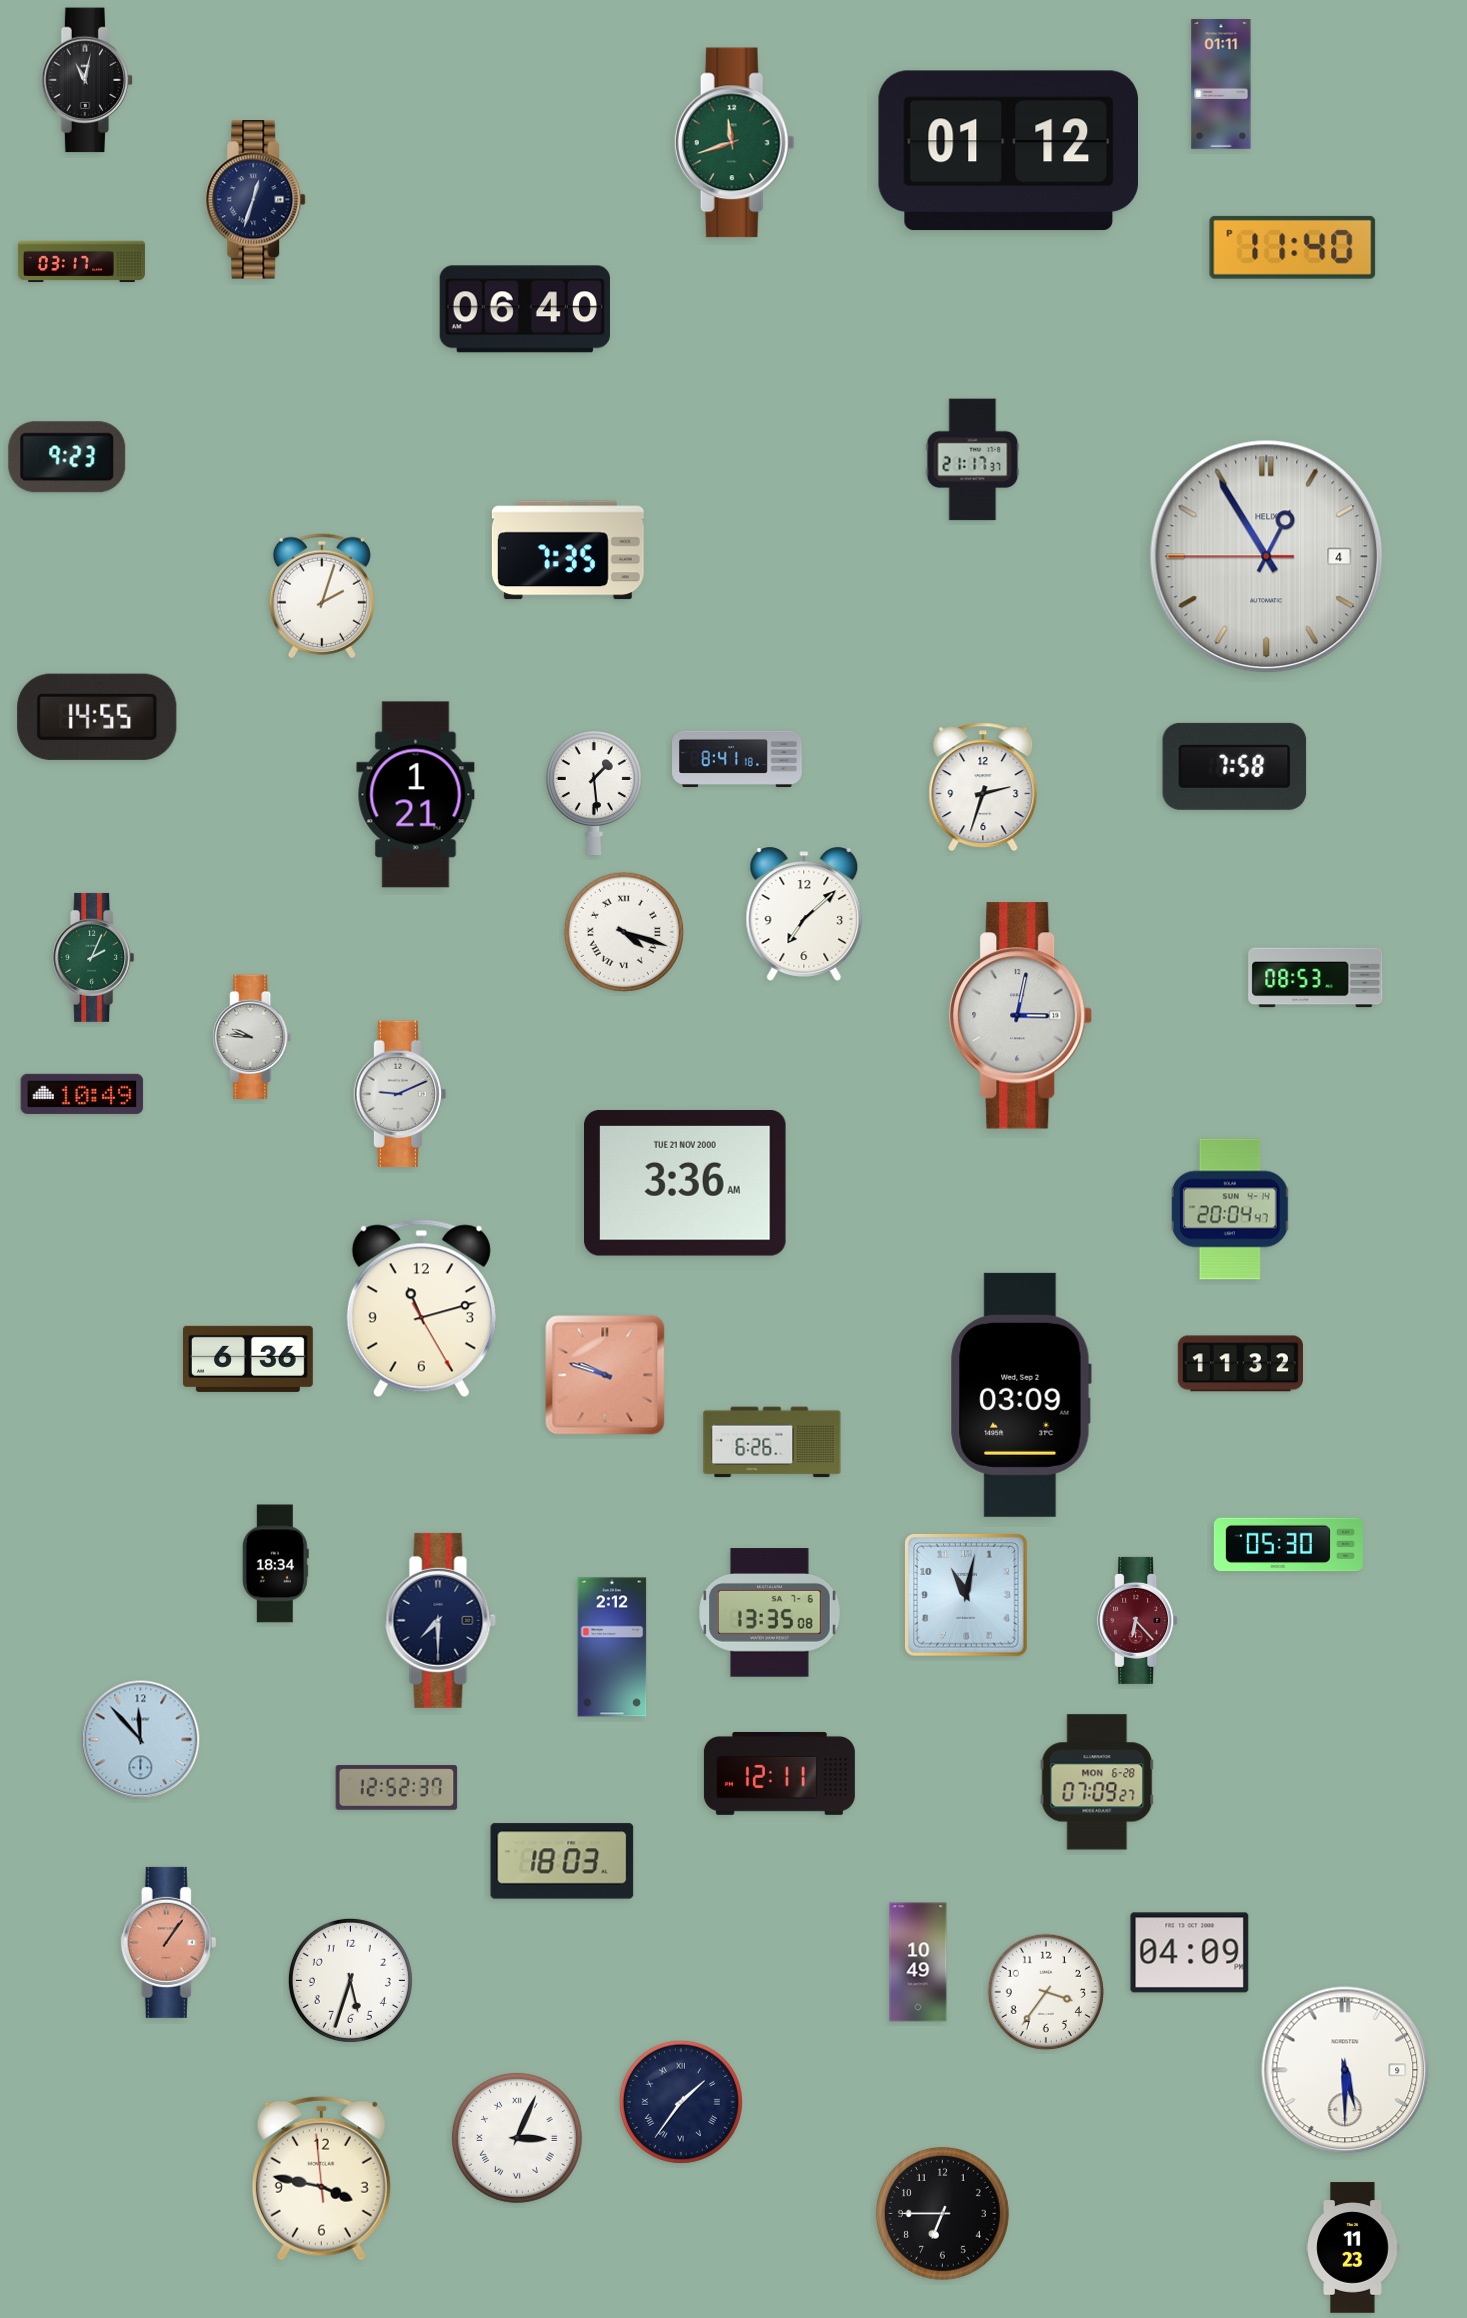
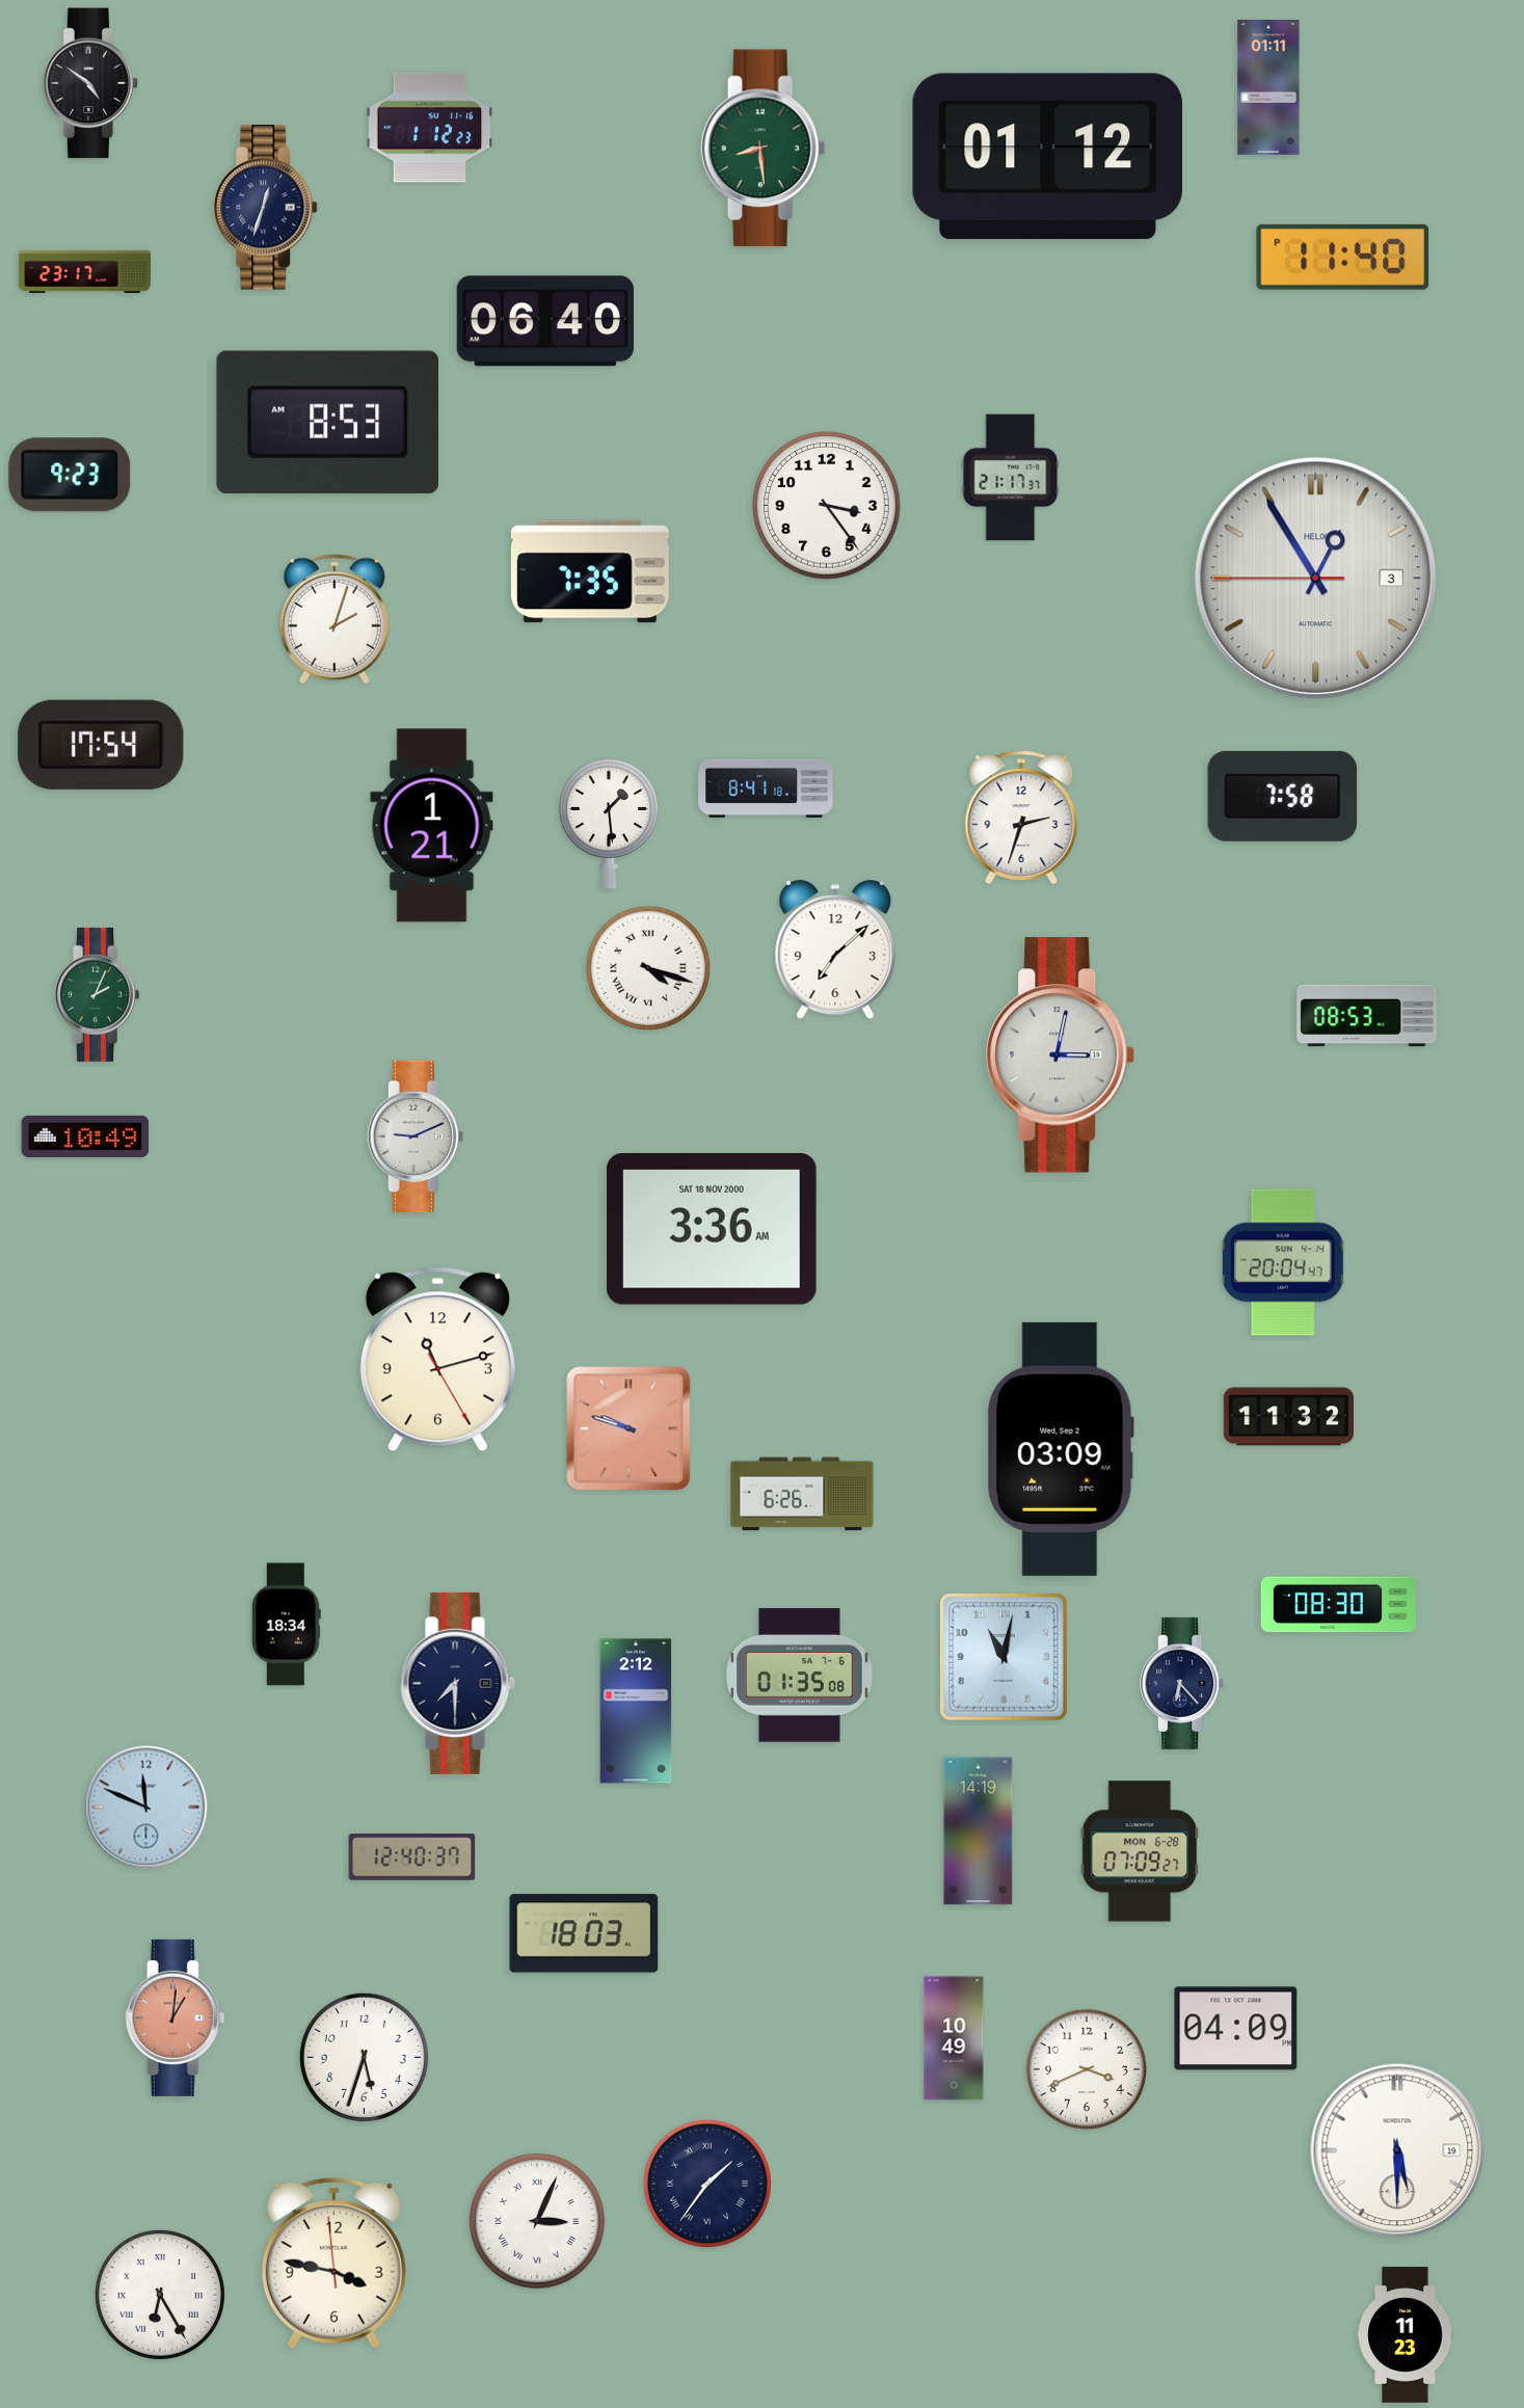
clock at (87, 80): 11:02 -> 4:51
clock at (430, 128): none -> 1:12
clock at (734, 143): 11:42 -> 8:29
clock at (81, 262): 03:17 -> 23:17
clock at (327, 422): none -> 8:53
clock at (827, 506): none -> 3:24
clock at (1267, 557) date: 4 -> 3
clock at (97, 717): 14:55 -> 17:54
clock at (594, 793) position: (594, 793) -> (609, 824)
clock at (252, 1036): 9:46 -> none
clock at (686, 1184) date: TUE 21 NOV 2000 -> SAT 18 NOV 2000
clock at (1230, 1209) position: (1230, 1209) -> (1283, 1262)
clock at (249, 1359): 6:36 -> none
clock at (772, 1442) position: (772, 1442) -> (802, 1494)
clock at (1288, 1545): 05:30 -> 08:30
clock at (770, 1613): 13:35 -> 01:35
clock at (1138, 1620) dial: burgundy -> navy
clock at (141, 1740): 11:53 -> 11:49
clock at (979, 1831): none -> 14:19
clock at (779, 1773): 12:11 -> none
clock at (397, 1788): 12:52 -> 12:40
clock at (169, 1942): 1:06 -> 1:01
clock at (1046, 1992): 3:36 -> 3:41
clock at (1345, 2070) date: 9 -> 19
clock at (160, 2295): none -> 6:25
clock at (942, 2213): 6:45 -> none
